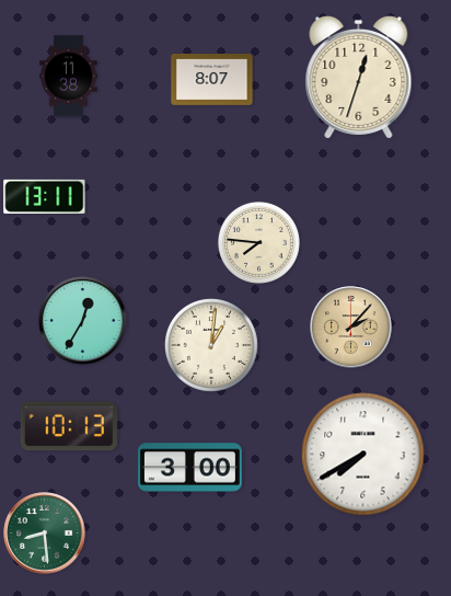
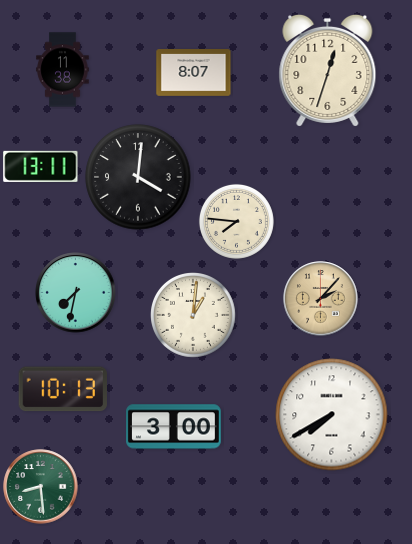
clock at (138, 177): none -> 4:01
clock at (45, 196) position: (45, 196) -> (41, 166)
clock at (83, 321): 12:35 -> 7:32
